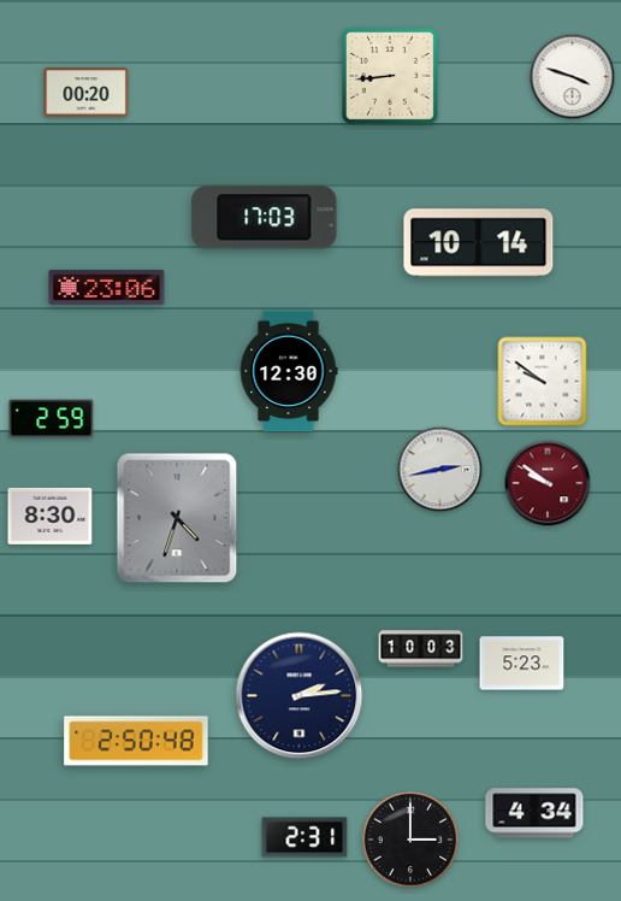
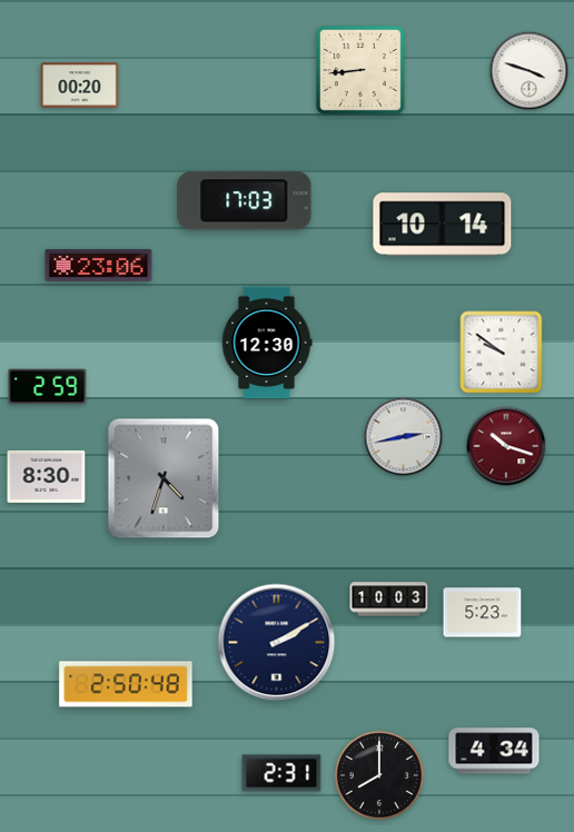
clock at (440, 470) position: (440, 470) -> (404, 437)
clock at (548, 483): 9:51 -> 10:18
clock at (300, 696): 2:14 -> 2:10
clock at (410, 840): 3:00 -> 8:00
